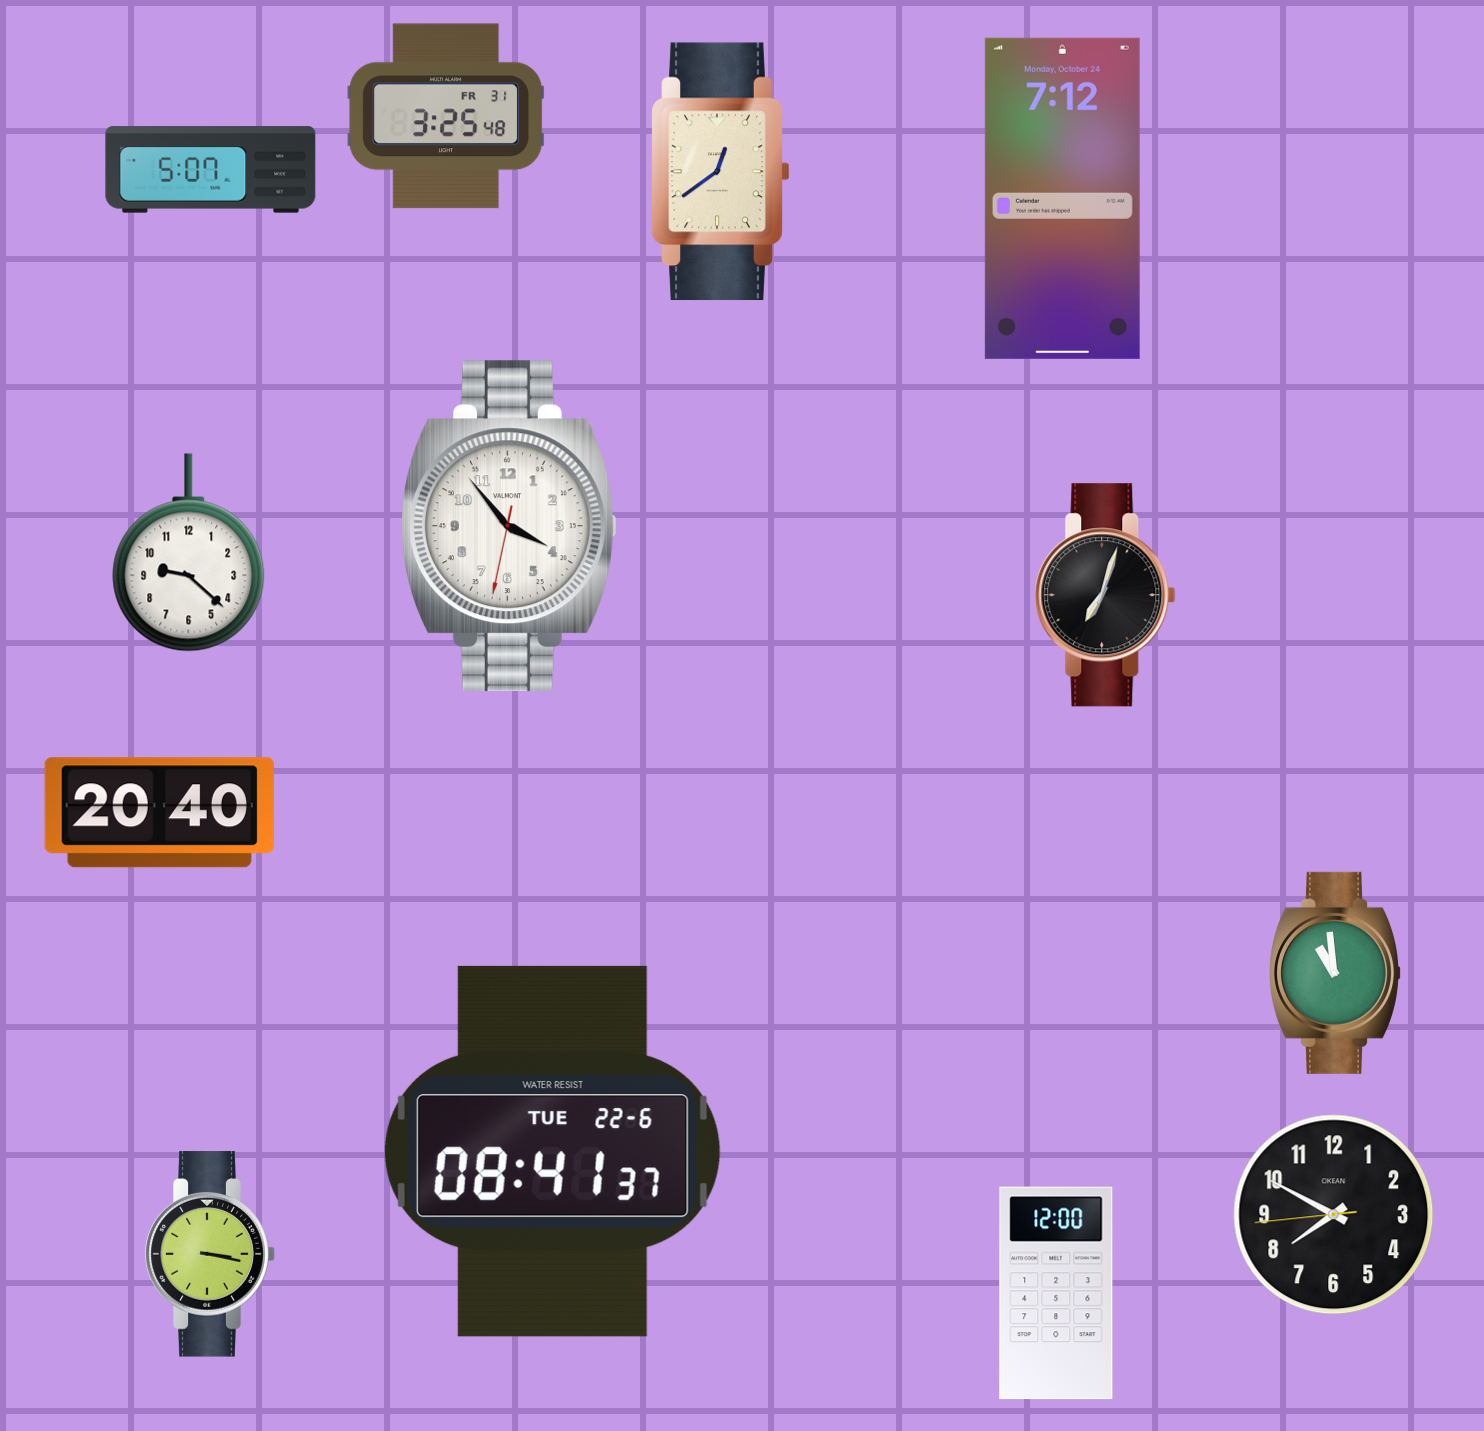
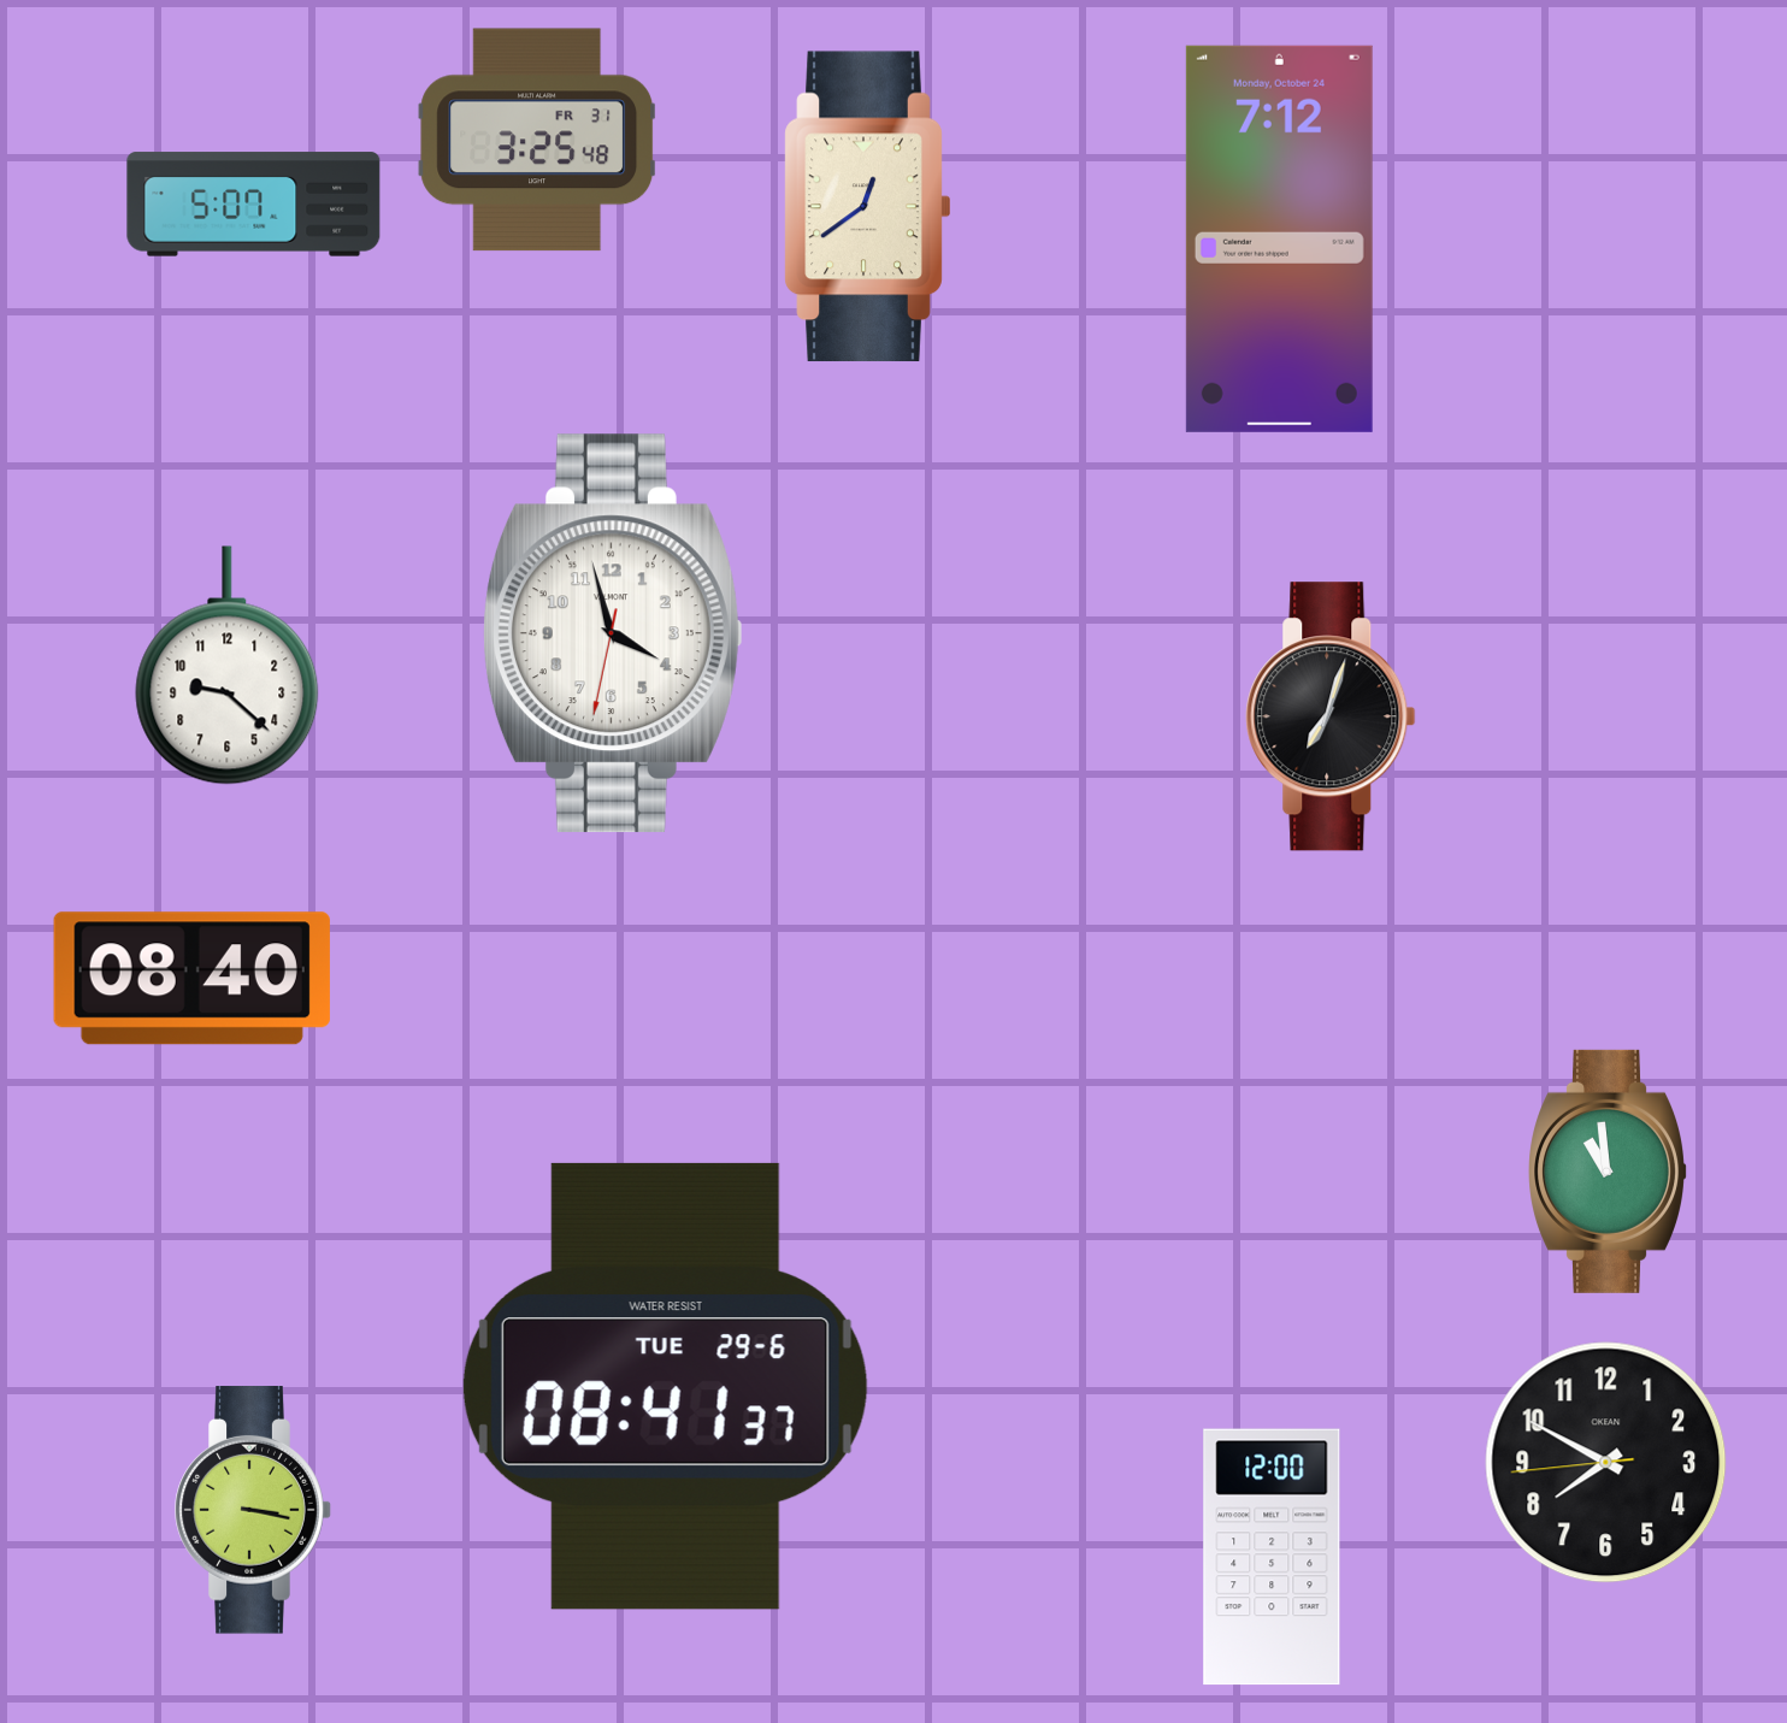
clock at (509, 526): 3:53 -> 3:57
clock at (159, 813): 20:40 -> 08:40
clock at (552, 1151) date: TUE 22-6 -> TUE 29-6
